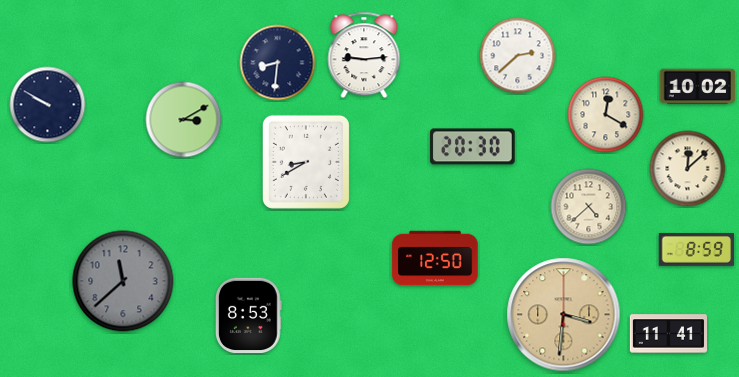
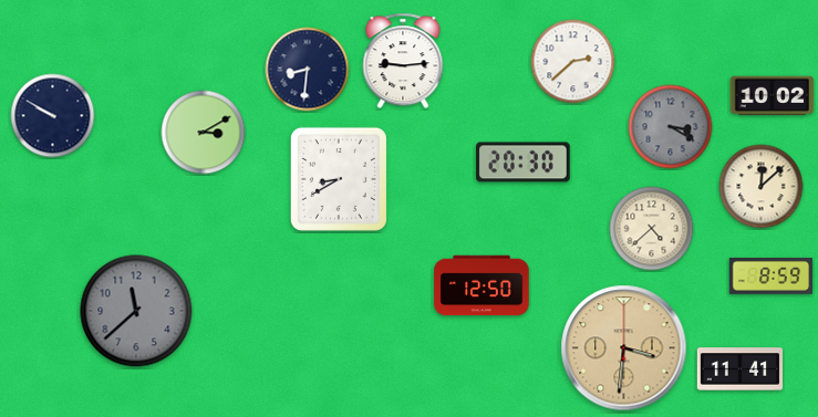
clock at (606, 115): 12:20 -> 3:20
clock at (606, 115) dial: cream -> grey
clock at (248, 316): 8:53 -> none
